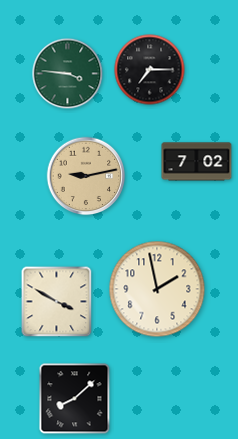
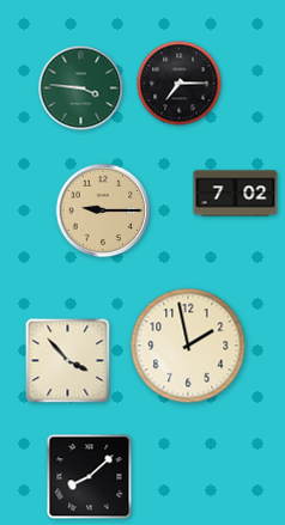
clock at (86, 176): 9:13 -> 9:15
clock at (57, 302): 3:50 -> 3:53
